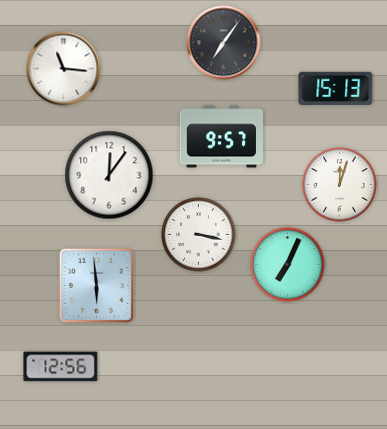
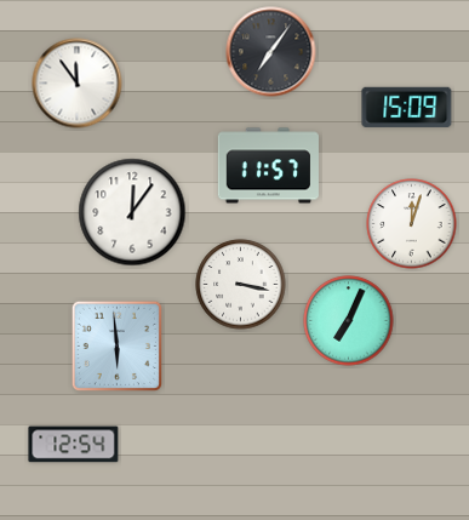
clock at (64, 69): 11:16 -> 11:54
clock at (336, 88): 15:13 -> 15:09
clock at (221, 137): 9:57 -> 11:57
clock at (61, 367): 12:56 -> 12:54
